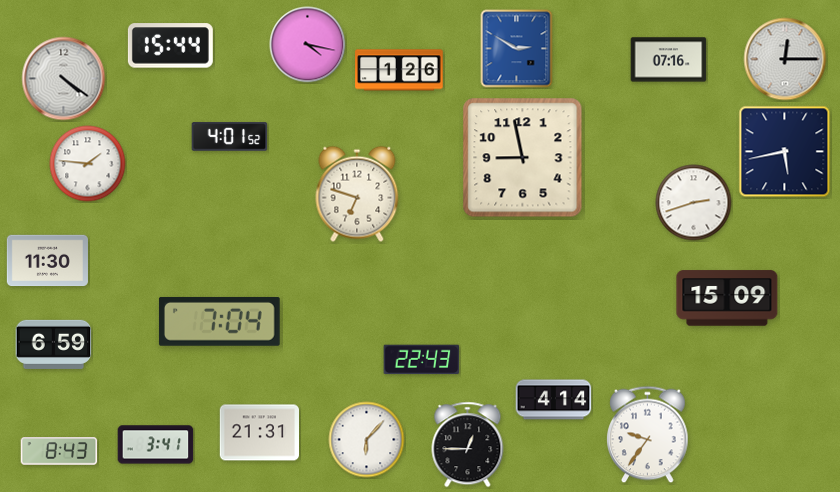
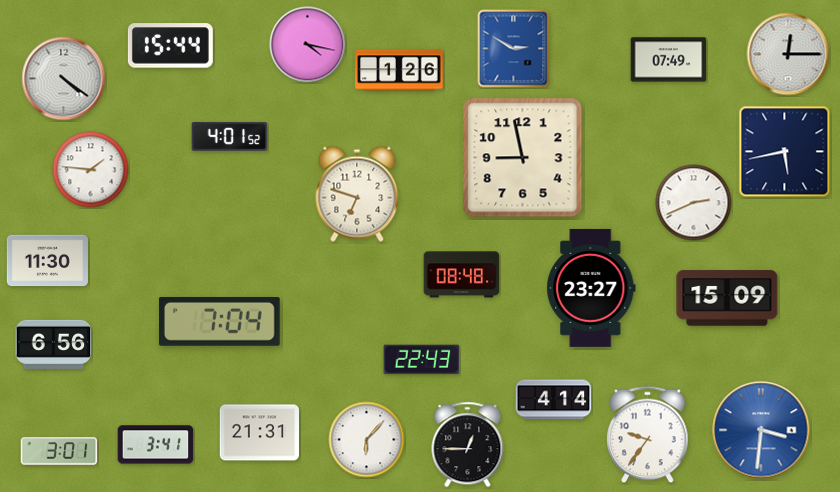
clock at (517, 49) position: (517, 49) -> (514, 49)
clock at (785, 59) position: (785, 59) -> (788, 54)
clock at (669, 60): 07:16 -> 07:49
clock at (88, 164) position: (88, 164) -> (91, 170)
clock at (694, 203): 2:42 -> 2:41
clock at (462, 275): none -> 08:48
clock at (591, 288): none -> 23:27
clock at (54, 344): 6:59 -> 6:56
clock at (761, 430): none -> 3:31
clock at (59, 451): 8:43 -> 3:01
